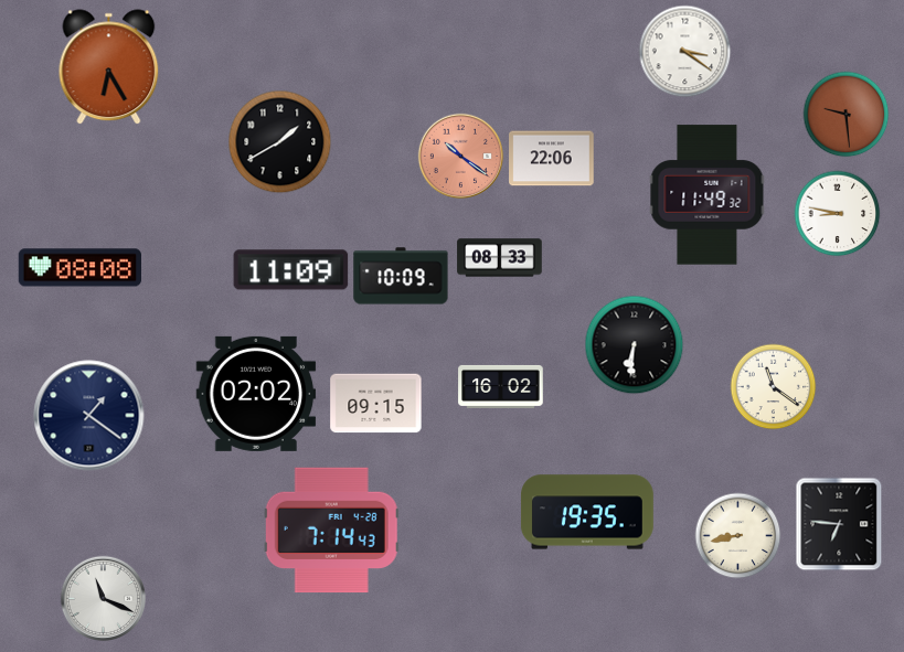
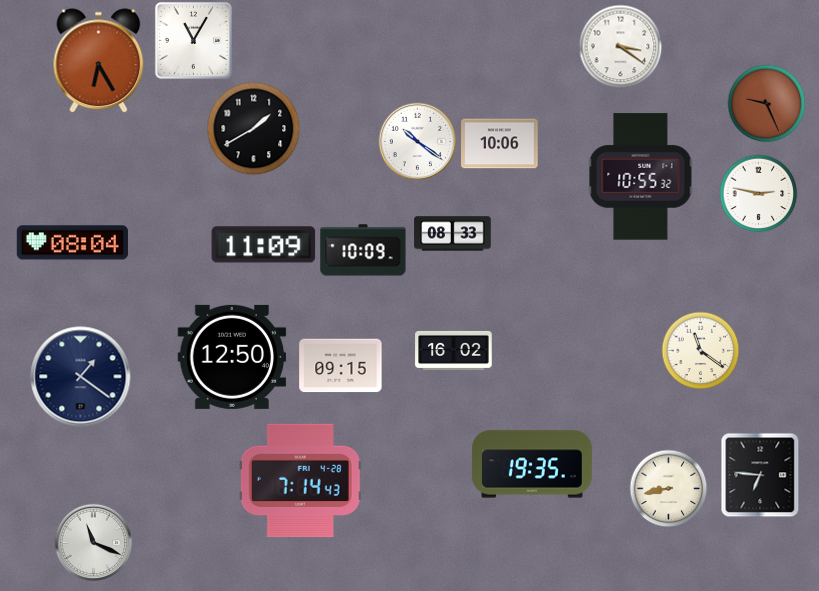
clock at (193, 40): none -> 11:05
clock at (845, 114): 9:29 -> 9:26
clock at (460, 156) dial: salmon -> white
clock at (552, 159): 22:06 -> 10:06
clock at (708, 195): 11:49 -> 10:55
clock at (837, 213): 8:47 -> 2:47
clock at (79, 268): 08:08 -> 08:04
clock at (634, 344): 6:31 -> none
clock at (256, 394): 02:02 -> 12:50
clock at (737, 535) position: (737, 535) -> (668, 488)
